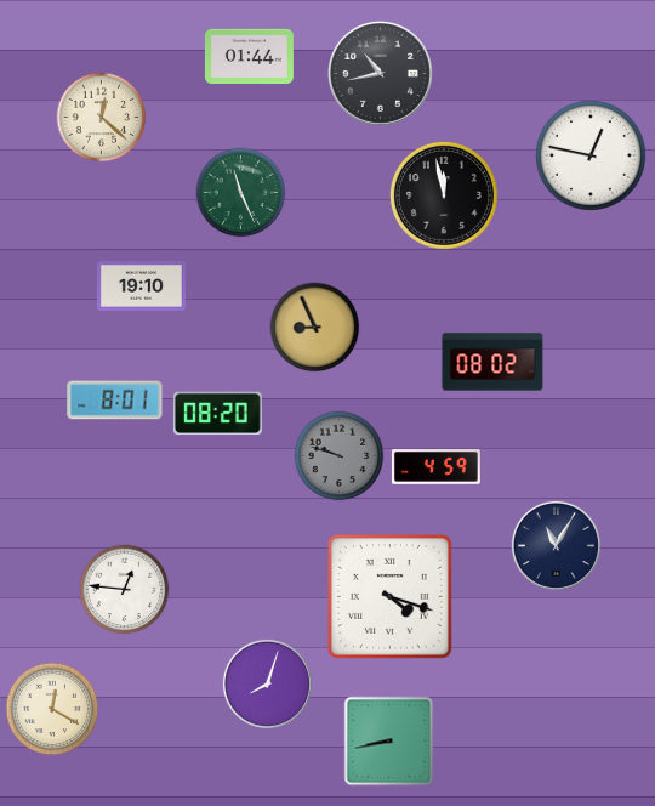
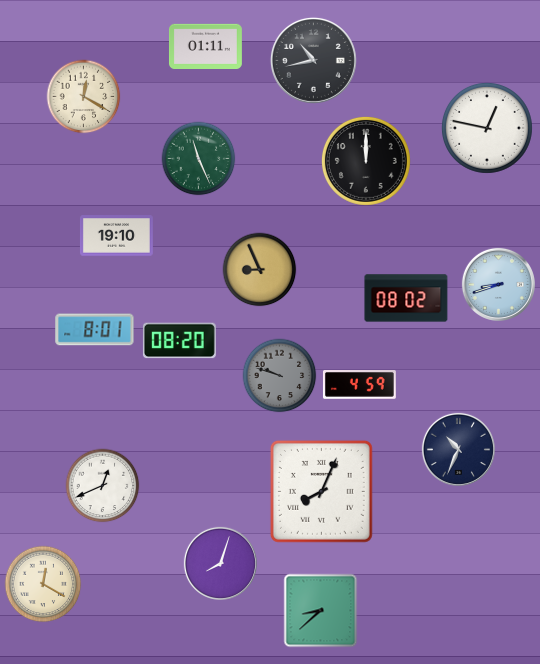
clock at (249, 56): 01:44 -> 01:11
clock at (102, 118): 12:22 -> 12:20
clock at (444, 195): 11:58 -> 12:00
clock at (498, 284): none -> 8:42
clock at (556, 545): 11:05 -> 10:34
clock at (125, 590): 12:46 -> 12:41
clock at (389, 596): 4:18 -> 8:04
clock at (389, 742): 8:43 -> 8:38
